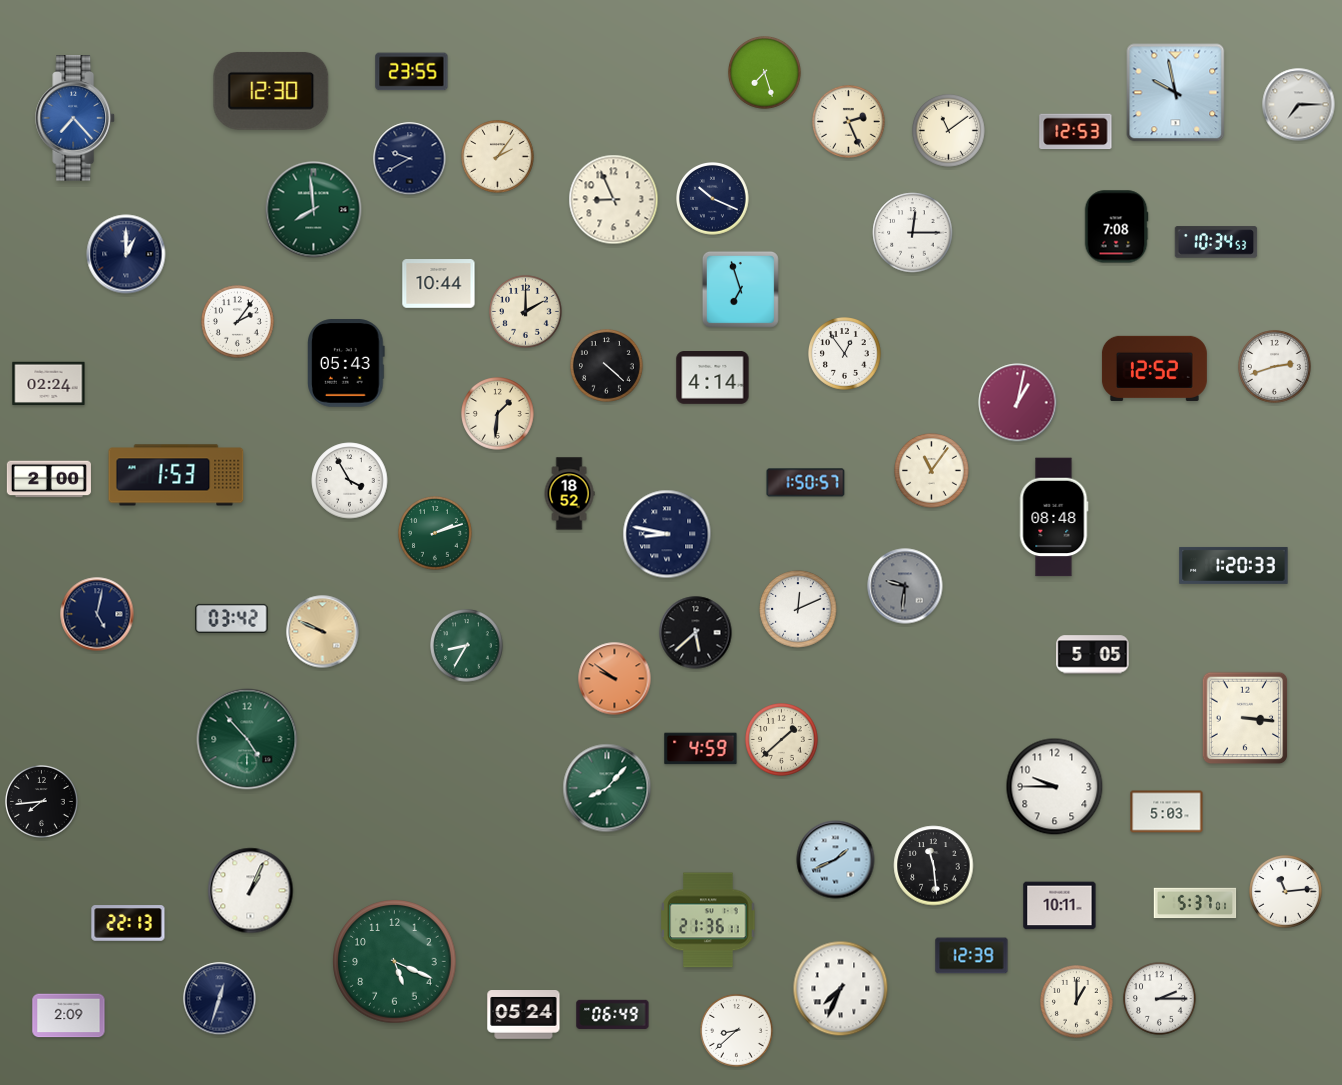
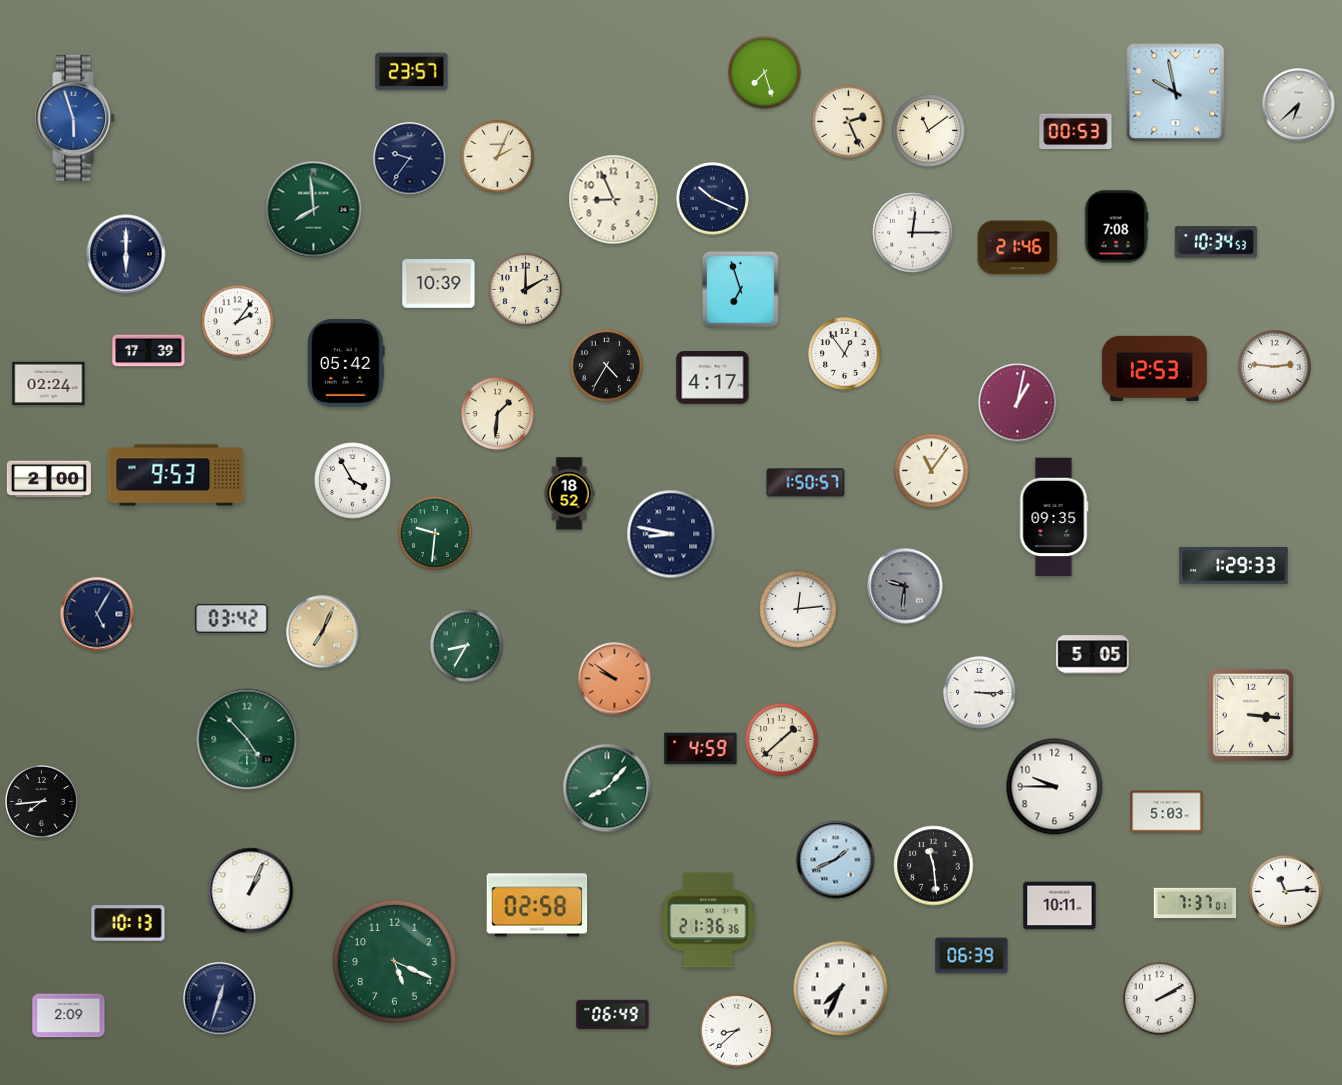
clock at (412, 72): 23:55 -> 23:57
clock at (271, 91): 12:30 -> none
clock at (1299, 105): 7:15 -> 6:38
clock at (76, 118): 7:23 -> 5:57
clock at (949, 131) position: (949, 131) -> (929, 131)
clock at (1076, 132): 12:53 -> 00:53
clock at (498, 157): 2:06 -> 2:04
clock at (410, 159): 9:40 -> 9:36
clock at (1018, 248): none -> 21:46
clock at (126, 254): 1:00 -> 6:00
clock at (439, 284): 10:44 -> 10:39
clock at (526, 312) position: (526, 312) -> (526, 290)
clock at (149, 351): none -> 17:39
clock at (347, 363): 05:43 -> 05:42
clock at (607, 366): 4:22 -> 4:35
clock at (1275, 367): 2:42 -> 2:46
clock at (1154, 368): 12:52 -> 12:53
clock at (713, 378): 4:14 -> 4:17
clock at (176, 475): 1:53 -> 9:53
clock at (350, 481) position: (350, 481) -> (353, 481)
clock at (1054, 517): 08:48 -> 09:35
clock at (435, 533): 2:12 -> 9:31
clock at (667, 534) position: (667, 534) -> (671, 534)
clock at (1234, 565): 1:20 -> 1:29
clock at (798, 609): 12:11 -> 12:14
clock at (97, 614): 5:02 -> 5:05
clock at (323, 632): 9:49 -> 7:04
clock at (696, 633): 5:38 -> none
clock at (980, 693): none -> 3:15
clock at (1245, 718) position: (1245, 718) -> (1251, 715)
clock at (1195, 903): 5:37 -> 7:37
clock at (537, 905): none -> 02:58
clock at (708, 920): 21:36:11 -> 21:36:36
clock at (128, 923): 22:13 -> 10:13
clock at (972, 956): 12:39 -> 06:39
clock at (1160, 999): 2:15 -> 2:10
clock at (1077, 1002): 1:00 -> none
clock at (524, 1015): 05:24 -> none
